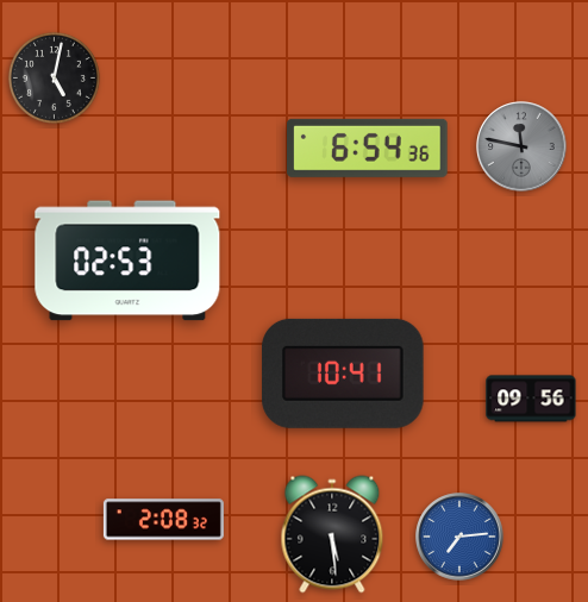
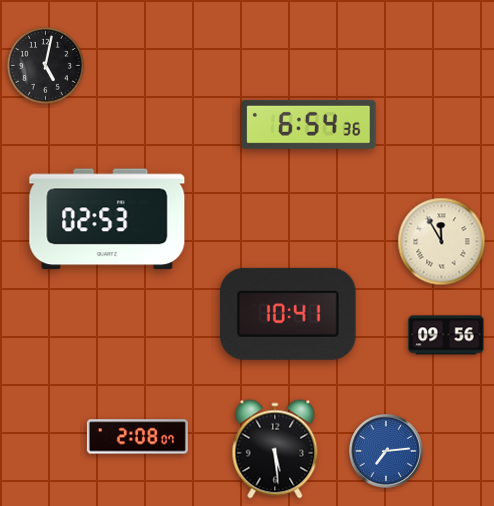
clock at (521, 146): 11:47 -> none
clock at (442, 242): none -> 11:55
clock at (163, 520): 2:08:32 -> 2:08:07
clock at (332, 534) position: (332, 534) -> (275, 449)
